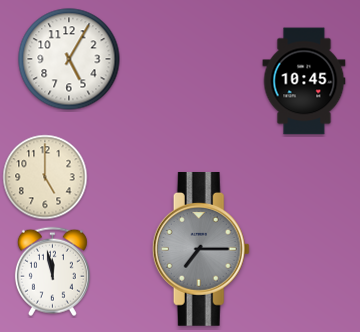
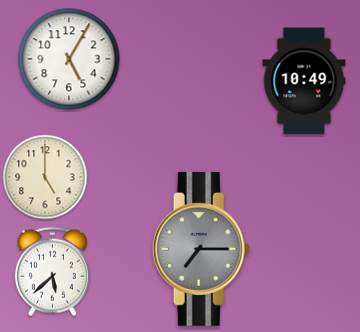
clock at (304, 81): 10:45 -> 10:49
clock at (52, 272): 11:58 -> 5:38
